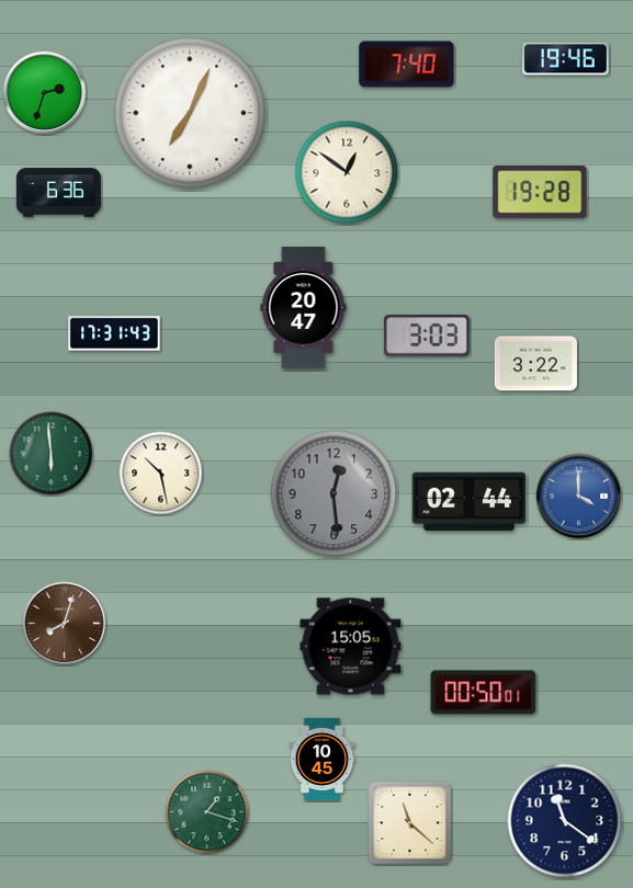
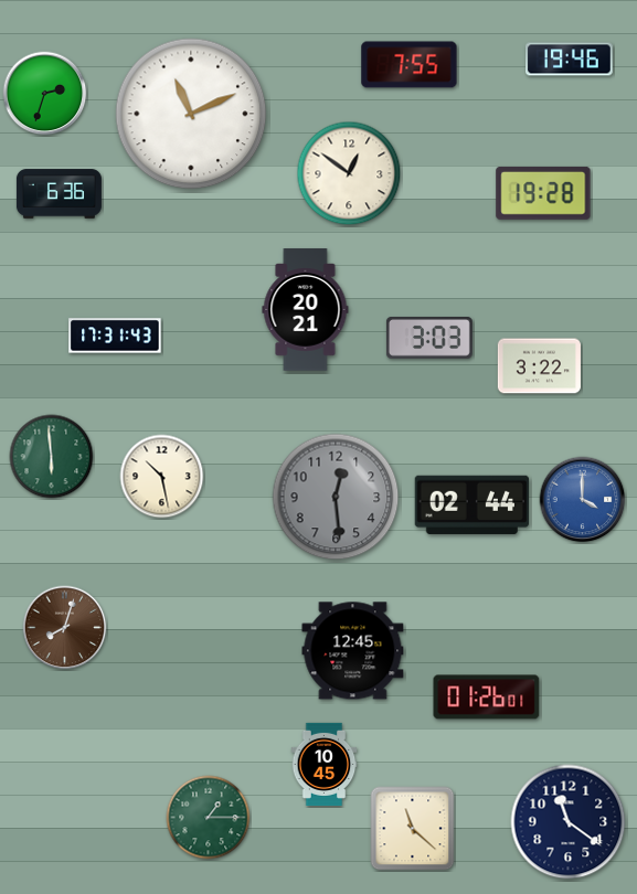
clock at (407, 65): 7:40 -> 7:55
clock at (190, 113): 7:04 -> 11:11
clock at (304, 308): 20:47 -> 20:21
clock at (351, 647): 15:05 -> 12:45
clock at (484, 693): 00:50 -> 01:26
clock at (207, 812): 1:18 -> 1:15
clock at (565, 821) position: (565, 821) -> (569, 822)
